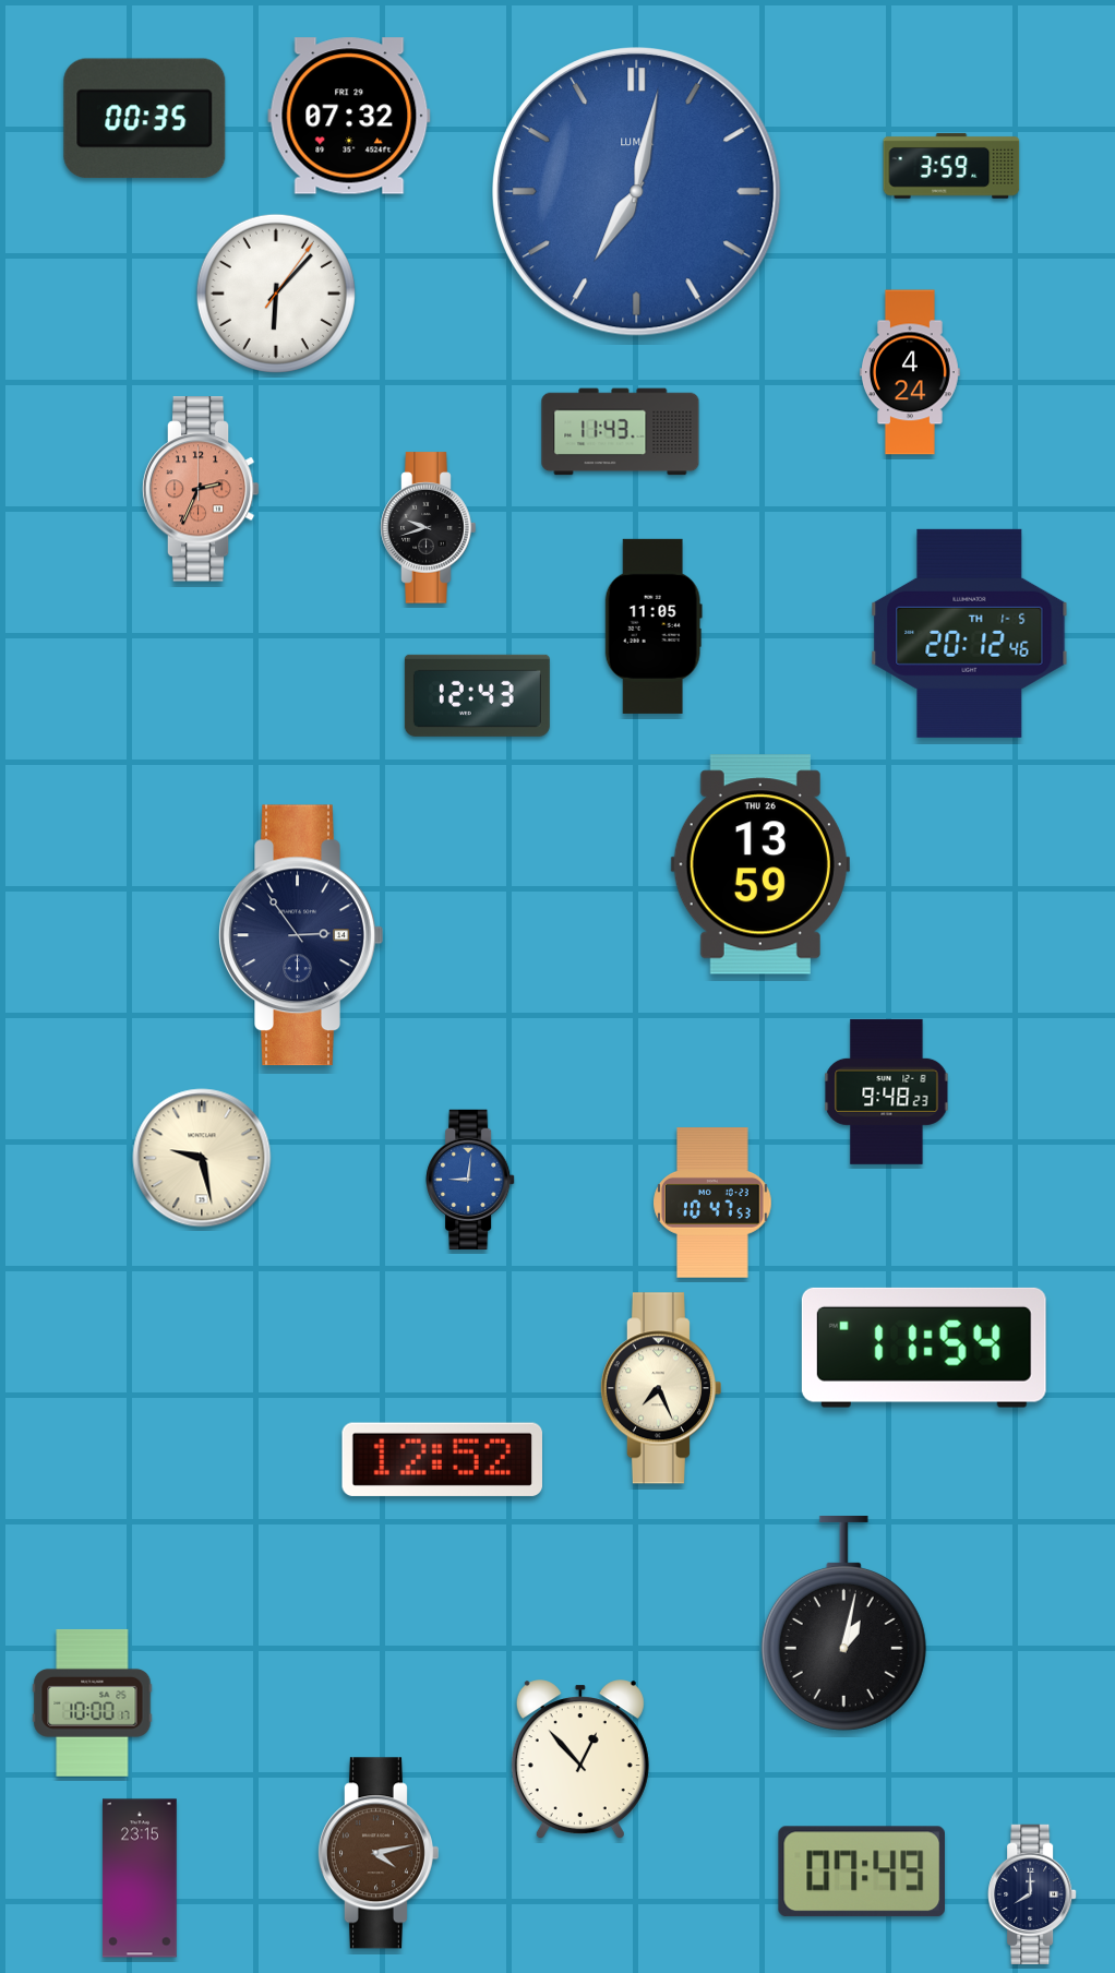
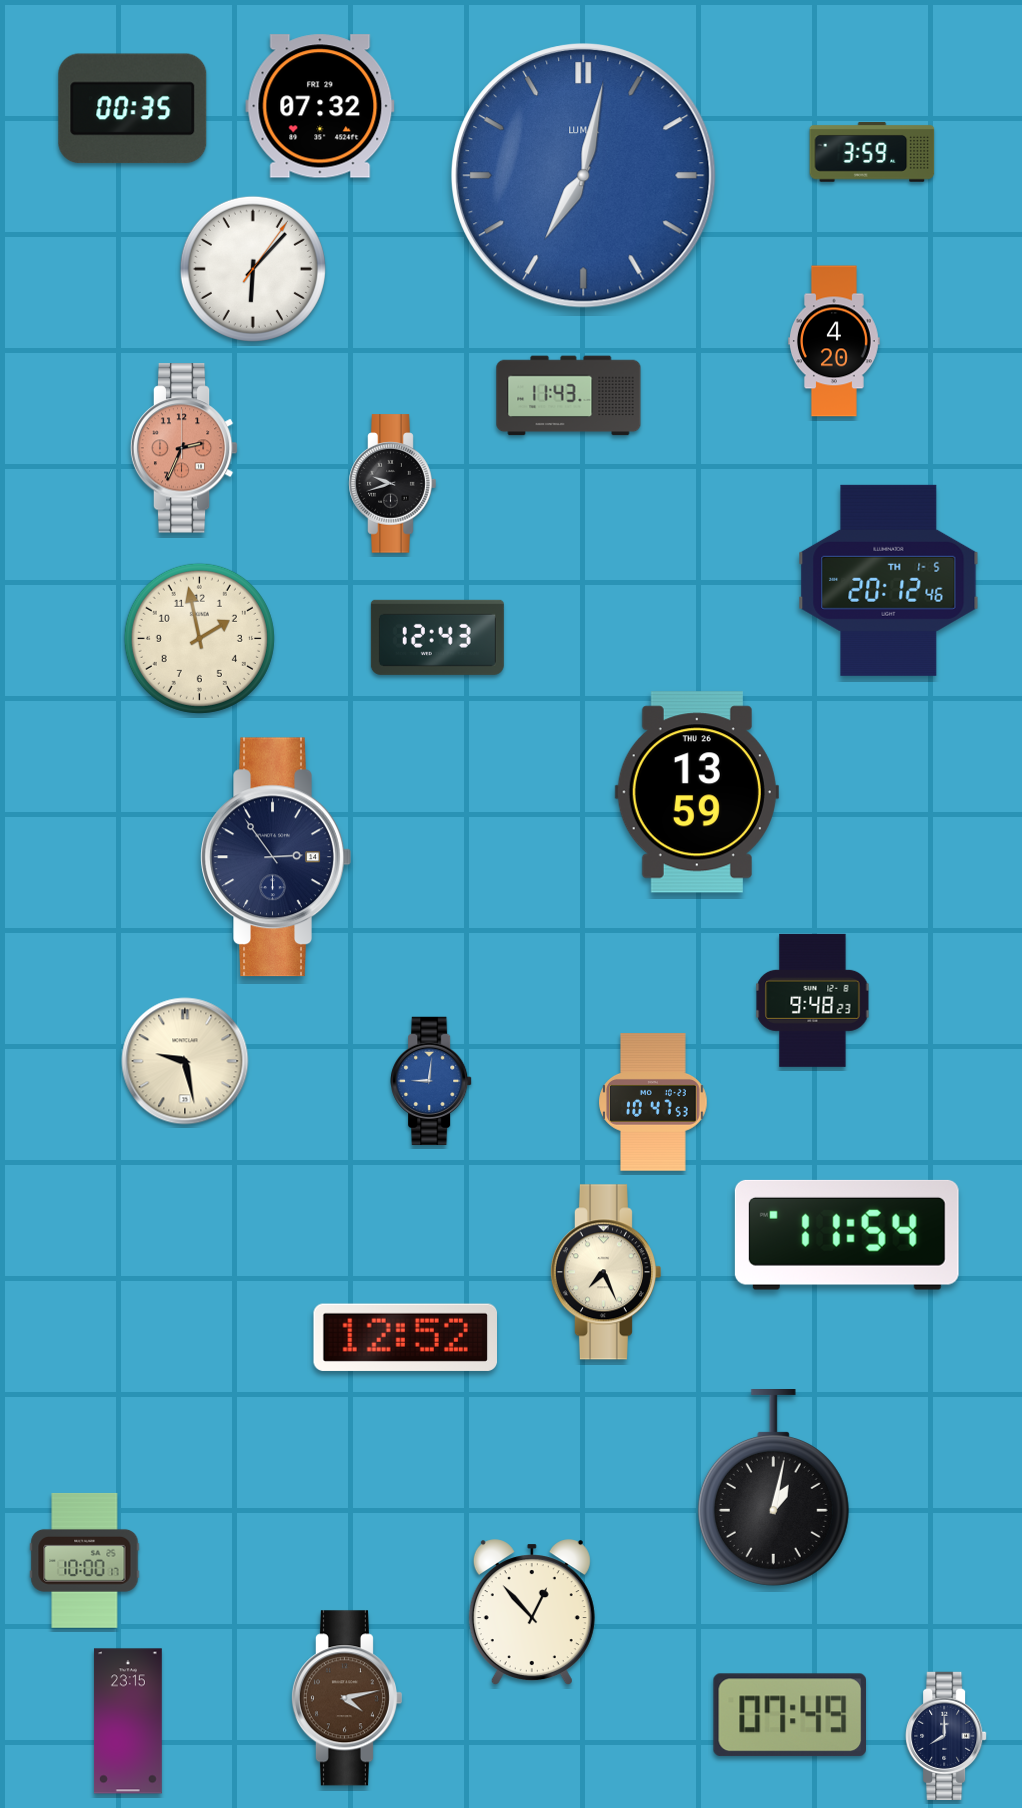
clock at (911, 372): 4:24 -> 4:20
clock at (654, 626): 11:05 -> none
clock at (199, 638): none -> 1:58
